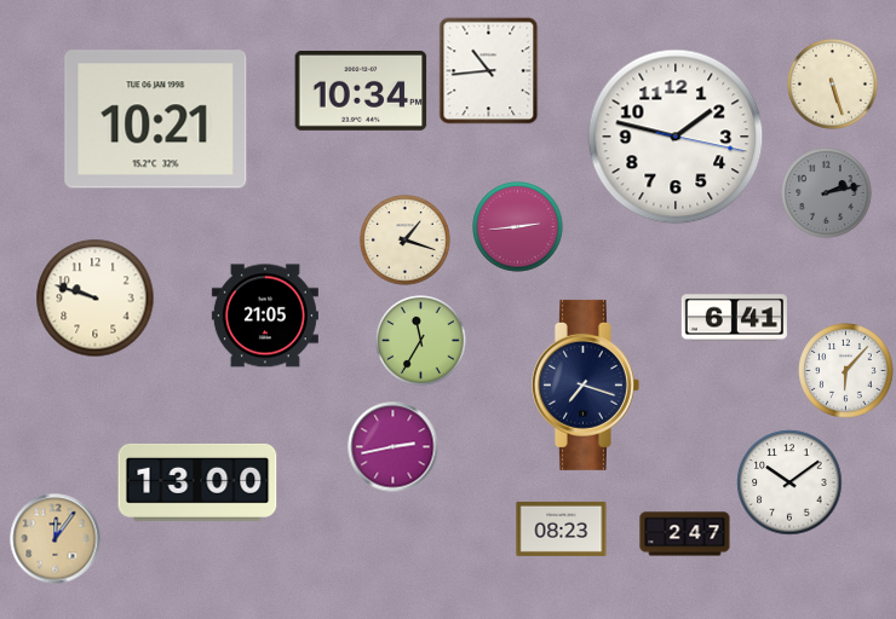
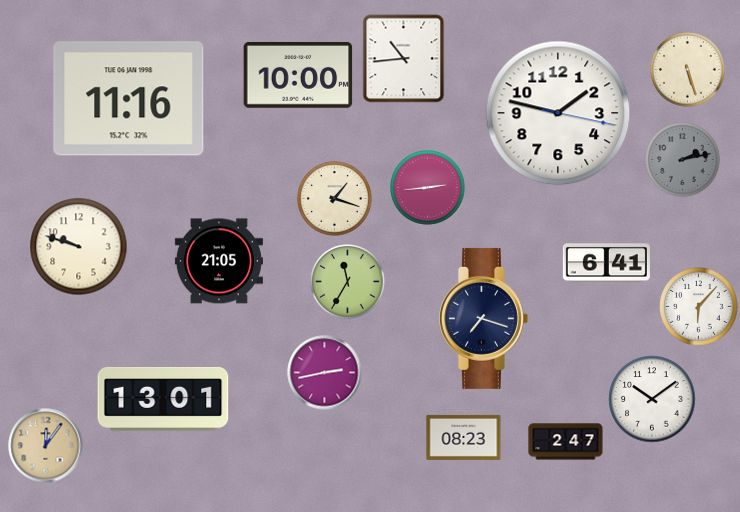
clock at (361, 91): 10:34 -> 10:00
clock at (156, 120): 10:21 -> 11:16
clock at (394, 447) position: (394, 447) -> (325, 373)
clock at (197, 482): 13:00 -> 13:01
